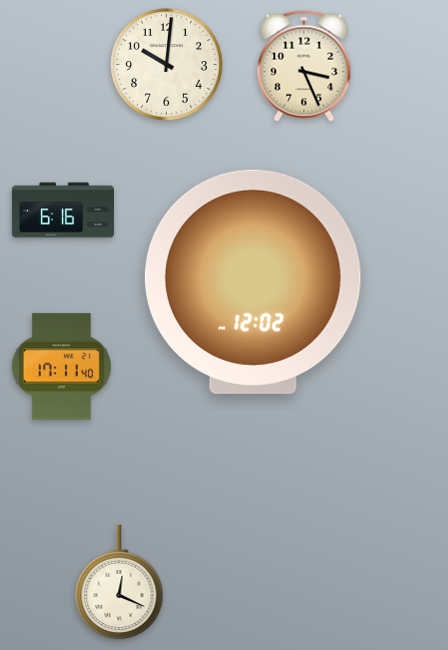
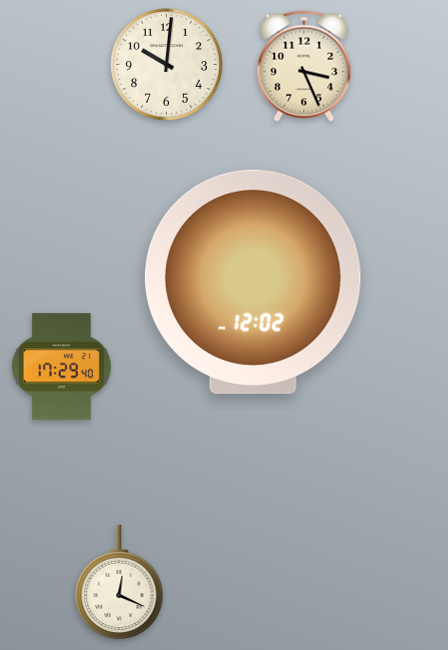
clock at (63, 210): 6:16 -> none
clock at (61, 367): 17:11 -> 17:29
